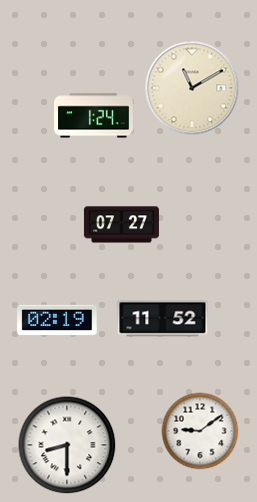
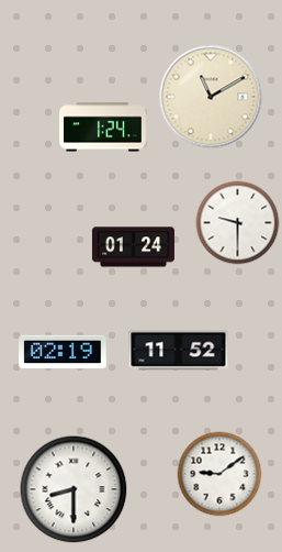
clock at (238, 223): none -> 9:30
clock at (121, 225): 07:27 -> 01:24
